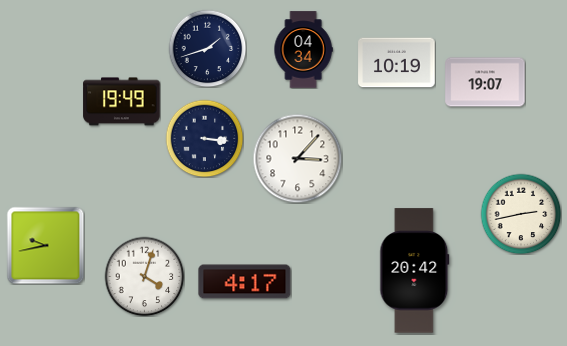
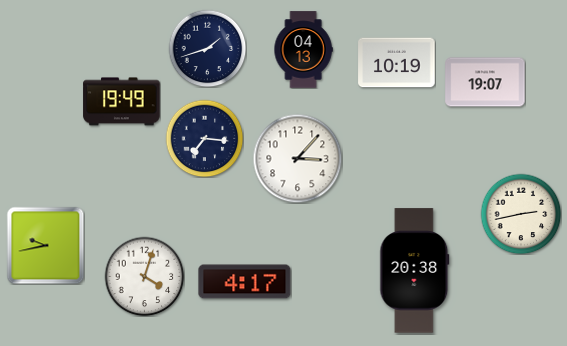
clock at (303, 50): 04:34 -> 04:13
clock at (204, 138): 3:16 -> 7:16
clock at (415, 271): 20:42 -> 20:38
